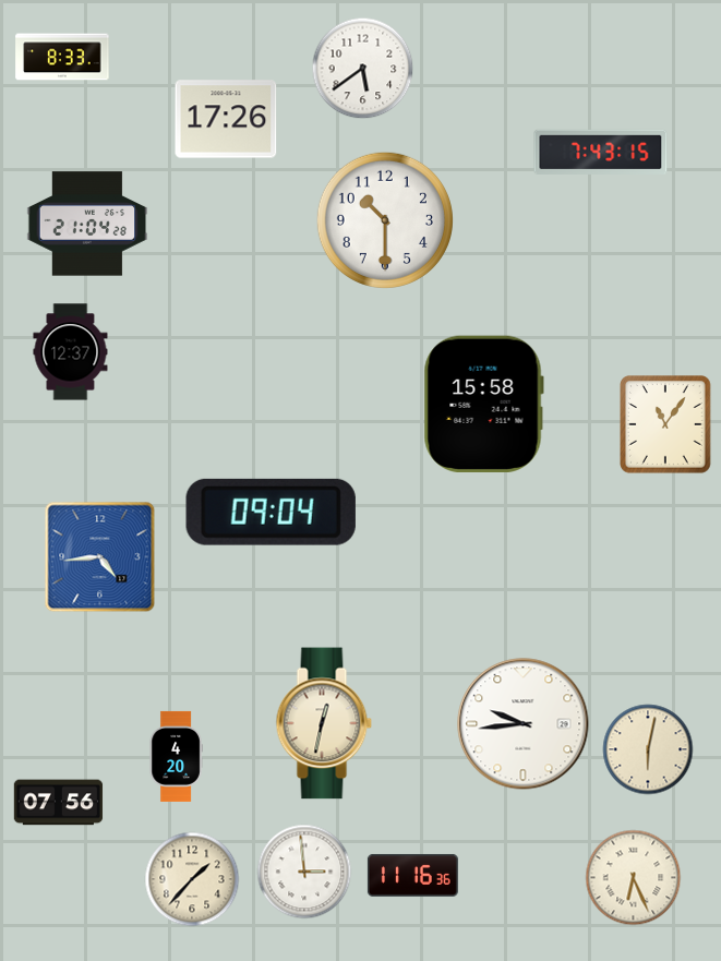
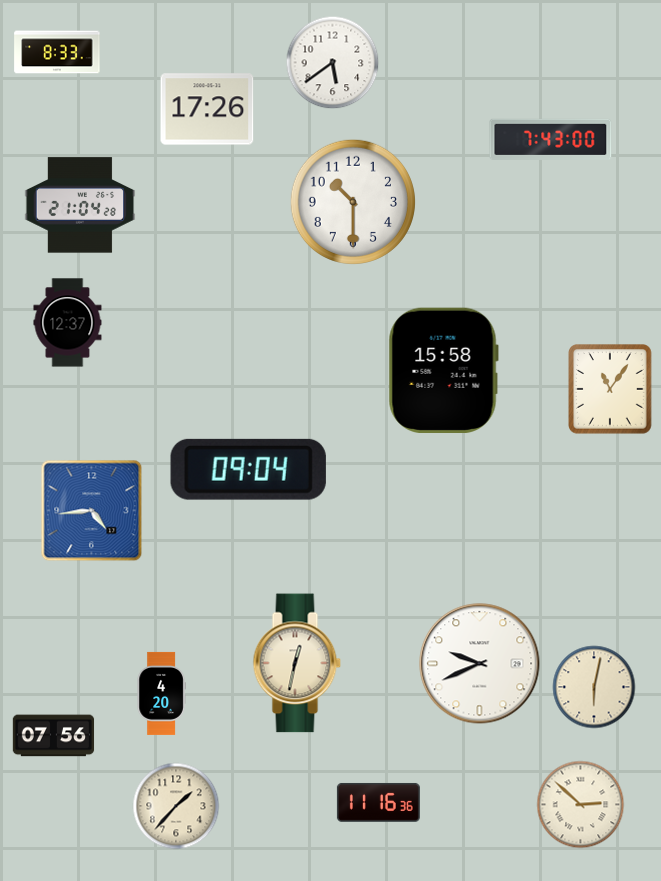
clock at (601, 152): 7:43:15 -> 7:43:00
clock at (71, 352) position: (71, 352) -> (68, 323)
clock at (524, 724): 9:44 -> 9:41
clock at (304, 872): 2:59 -> none
clock at (634, 878): 6:26 -> 2:52
